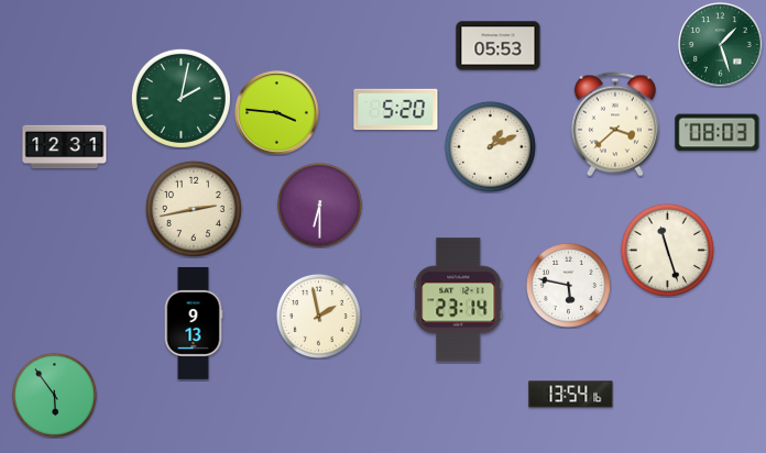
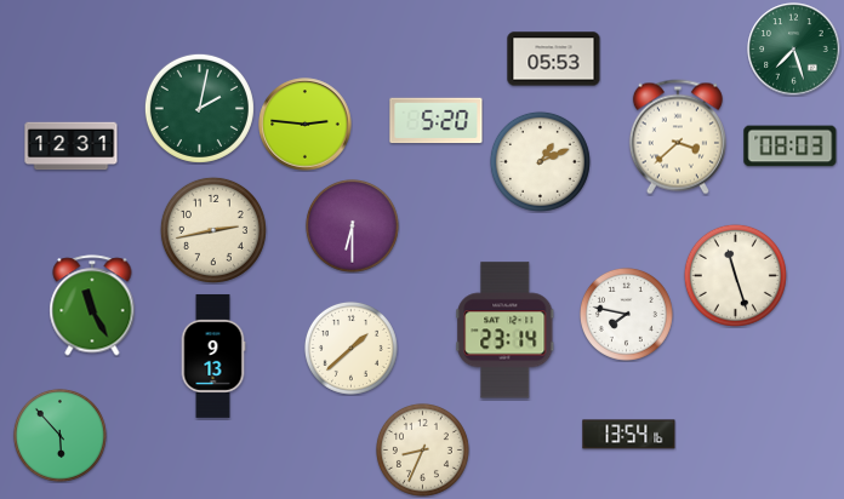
clock at (721, 45): 1:27 -> 7:27
clock at (499, 46) position: (499, 46) -> (554, 59)
clock at (277, 113): 3:46 -> 2:46
clock at (65, 147) position: (65, 147) -> (72, 147)
clock at (92, 305): none -> 11:25
clock at (568, 285): 5:47 -> 7:47
clock at (318, 316): 1:58 -> 1:38
clock at (54, 395): 5:54 -> 5:53
clock at (422, 449): none -> 8:34
